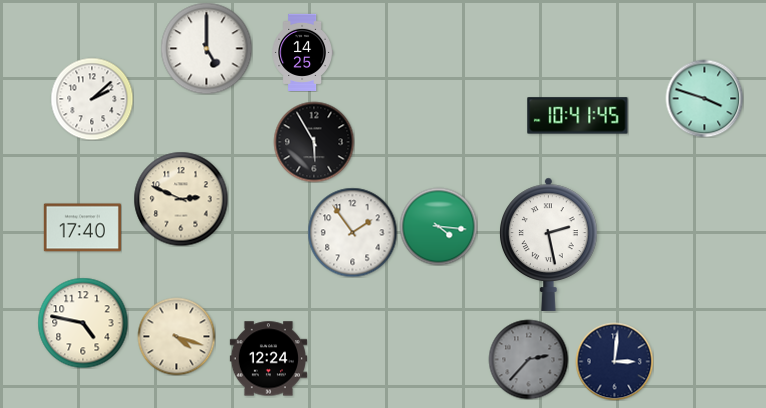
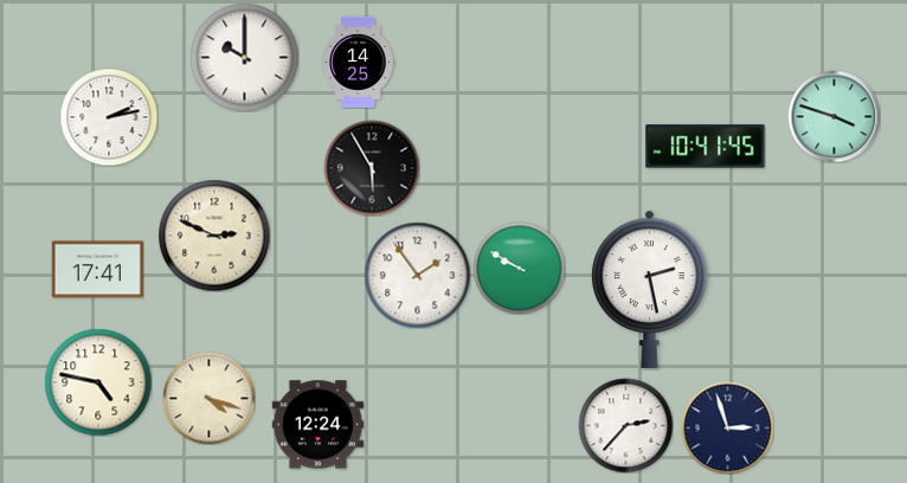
clock at (206, 48): 5:00 -> 10:00
clock at (92, 99): 2:08 -> 2:13
clock at (578, 116) position: (578, 116) -> (706, 147)
clock at (438, 226): 4:16 -> 9:50
clock at (82, 228): 17:40 -> 17:41
clock at (528, 359) dial: grey -> white
clock at (614, 361): 3:01 -> 2:57
